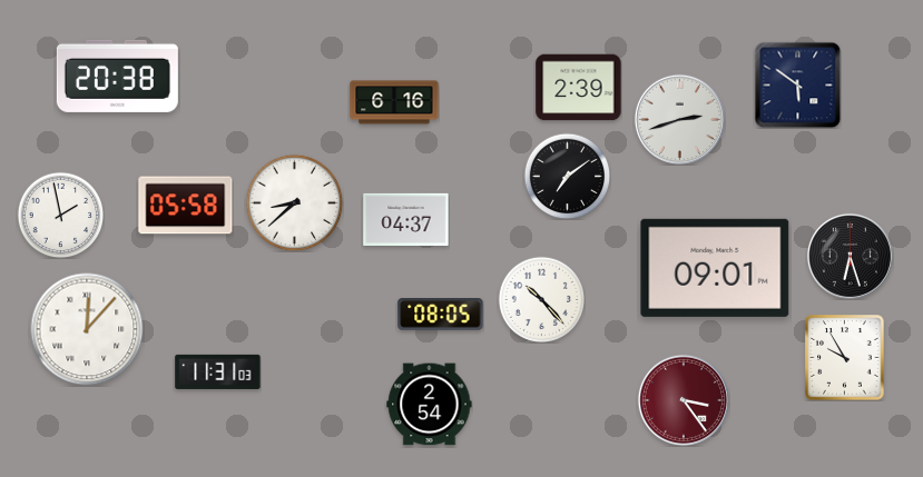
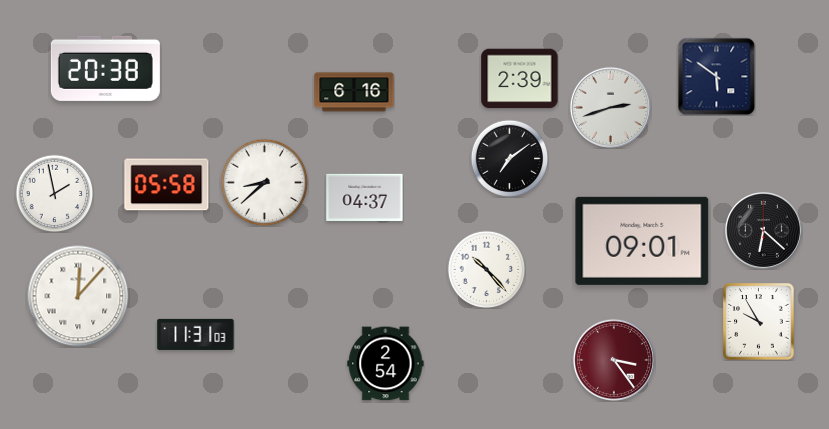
clock at (850, 256): 6:27 -> 6:22
clock at (441, 315): 08:05 -> none
